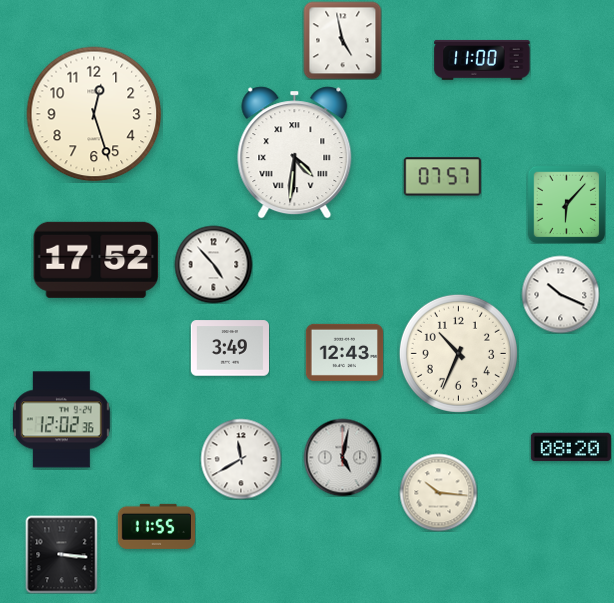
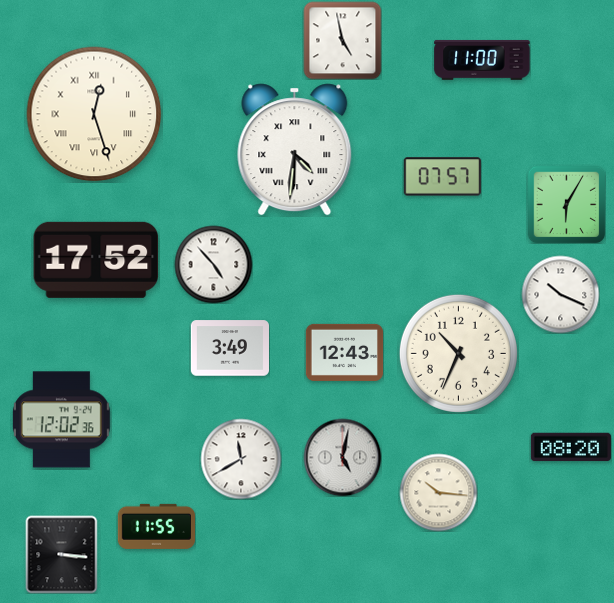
clock at (94, 114) numerals: Arabic -> Roman
clock at (295, 153) position: (295, 153) -> (295, 150)
clock at (566, 204): 6:07 -> 6:05
